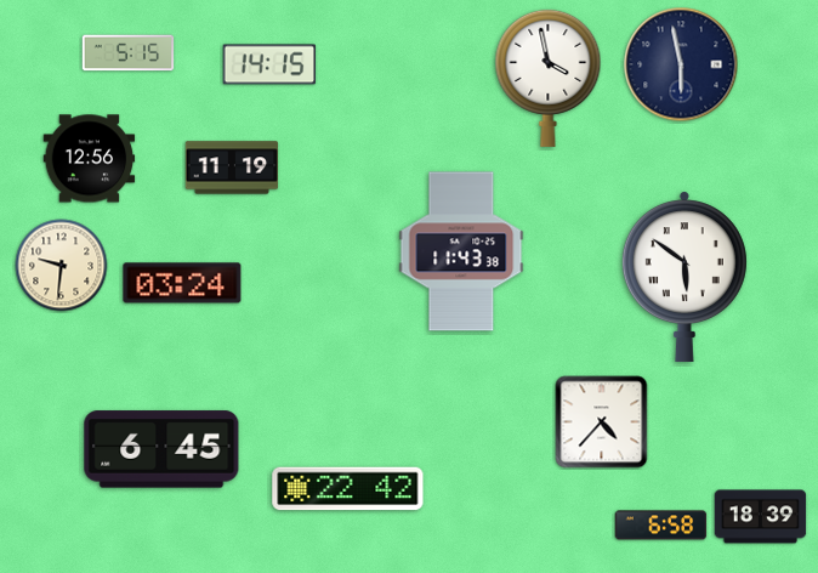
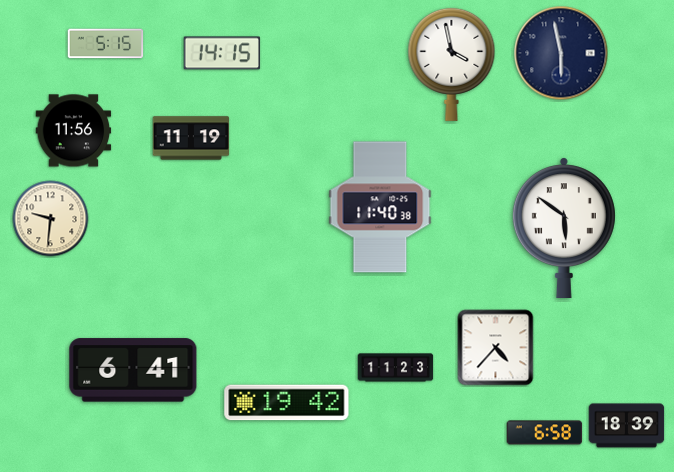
clock at (90, 159): 12:56 -> 11:56
clock at (461, 251): 11:43 -> 11:40
clock at (182, 283): 03:24 -> none
clock at (396, 368): none -> 11:23
clock at (161, 449): 6:45 -> 6:41
clock at (348, 489): 22:42 -> 19:42
